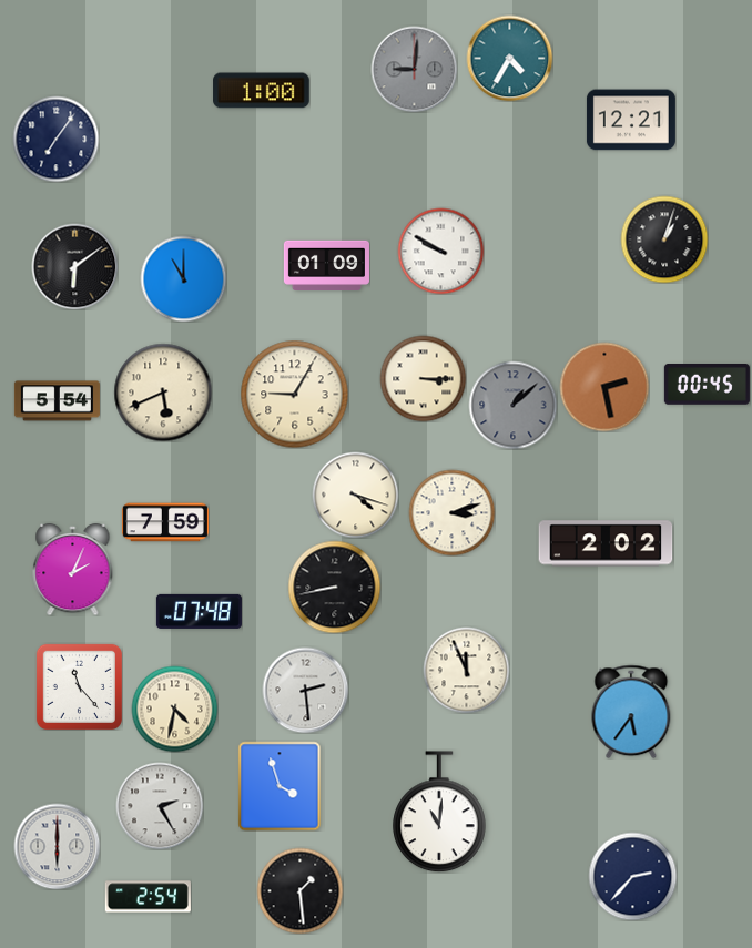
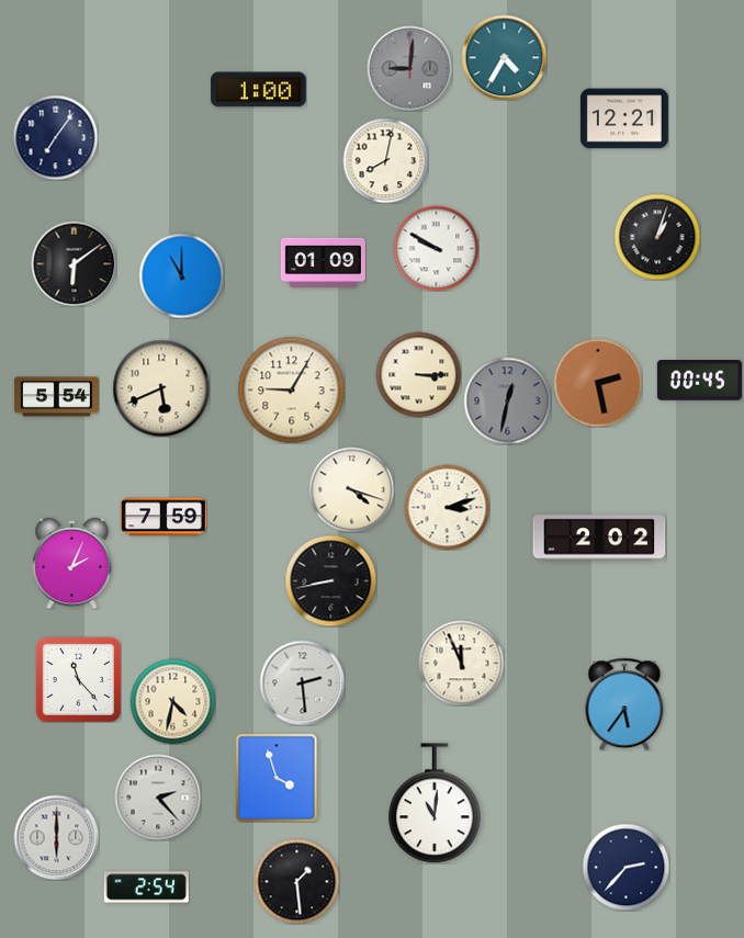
clock at (385, 160): none -> 8:02
clock at (512, 405): 1:08 -> 12:32
clock at (199, 611): 07:48 -> none
clock at (160, 806): 2:25 -> 2:23
